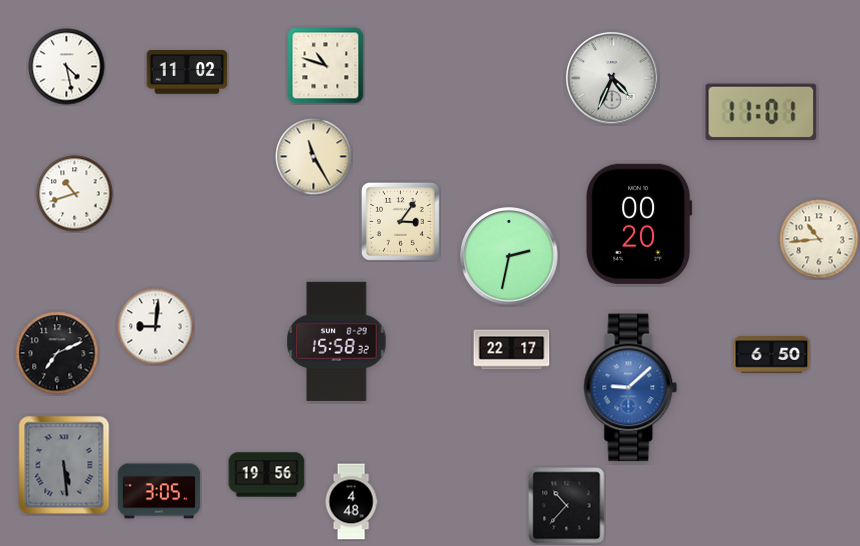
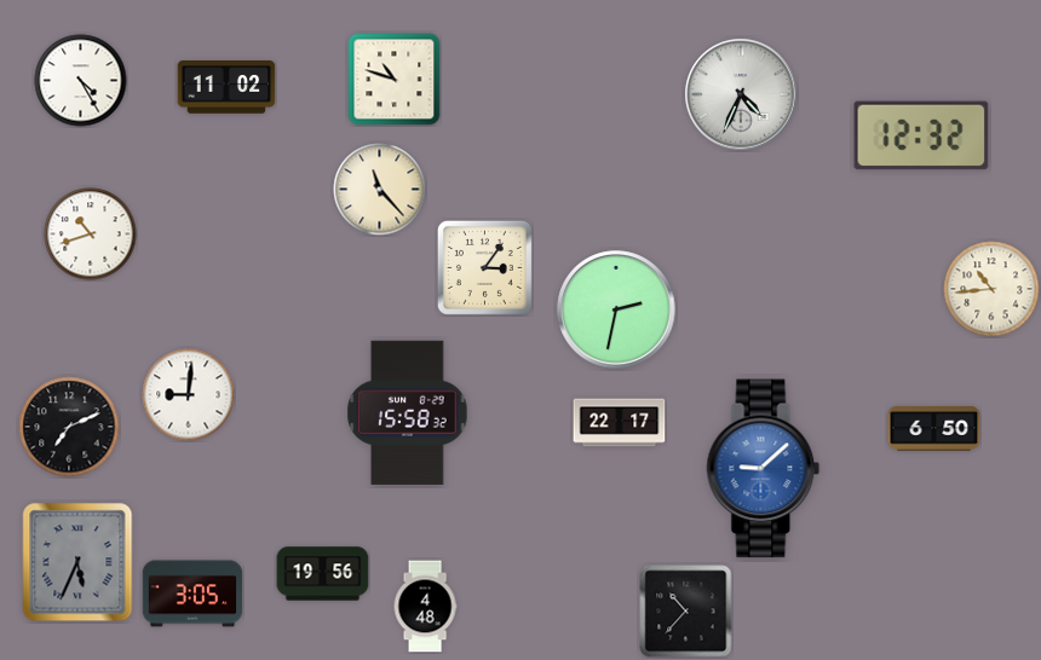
clock at (67, 67): 4:28 -> 4:25
clock at (761, 112): 11:01 -> 12:32
clock at (314, 157): 11:25 -> 11:23
clock at (639, 224): 00:20 -> none
clock at (64, 465): 5:29 -> 5:34
